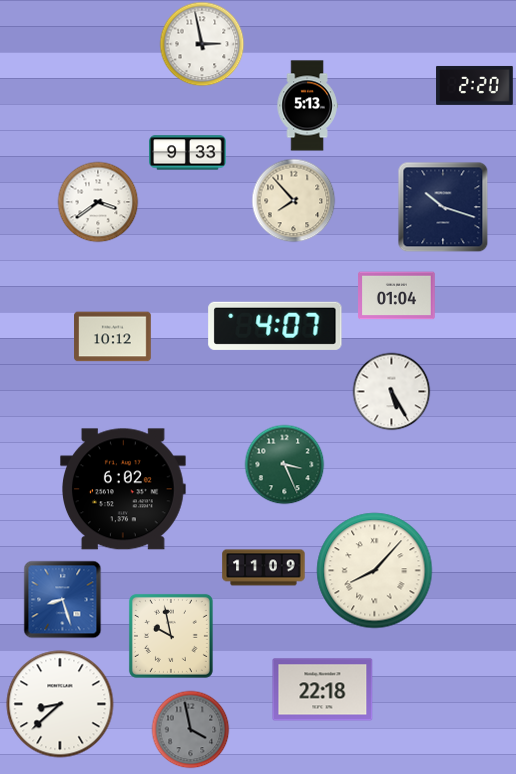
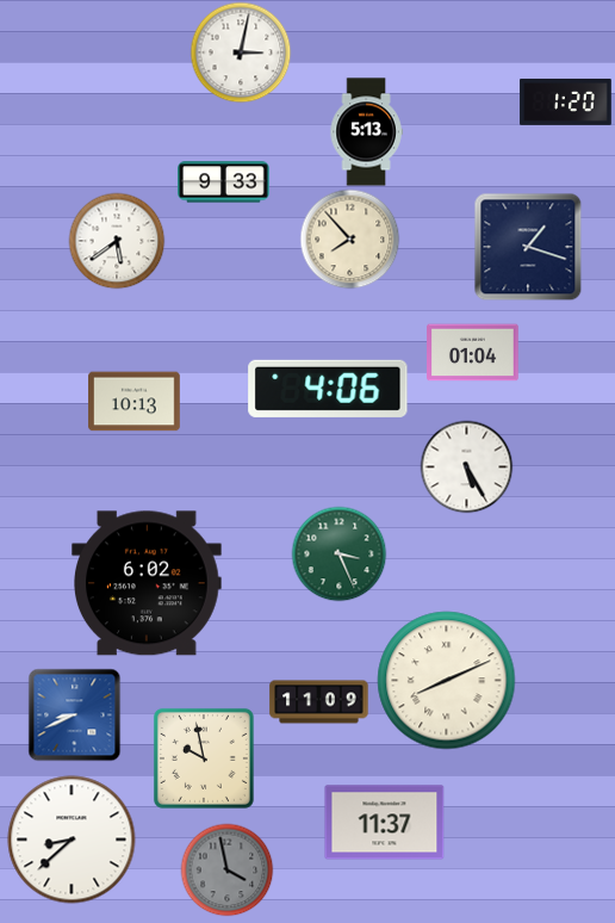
clock at (202, 44): 2:58 -> 3:02
clock at (475, 85): 2:20 -> 1:20
clock at (307, 106) position: (307, 106) -> (366, 132)
clock at (98, 202): 3:39 -> 5:39
clock at (443, 207): 10:18 -> 1:18
clock at (275, 326): 4:07 -> 4:06
clock at (113, 337): 10:12 -> 10:13
clock at (264, 568) position: (264, 568) -> (319, 702)
clock at (375, 571): 8:07 -> 8:11
clock at (62, 599): 8:27 -> 8:41
clock at (323, 690): 22:18 -> 11:37
